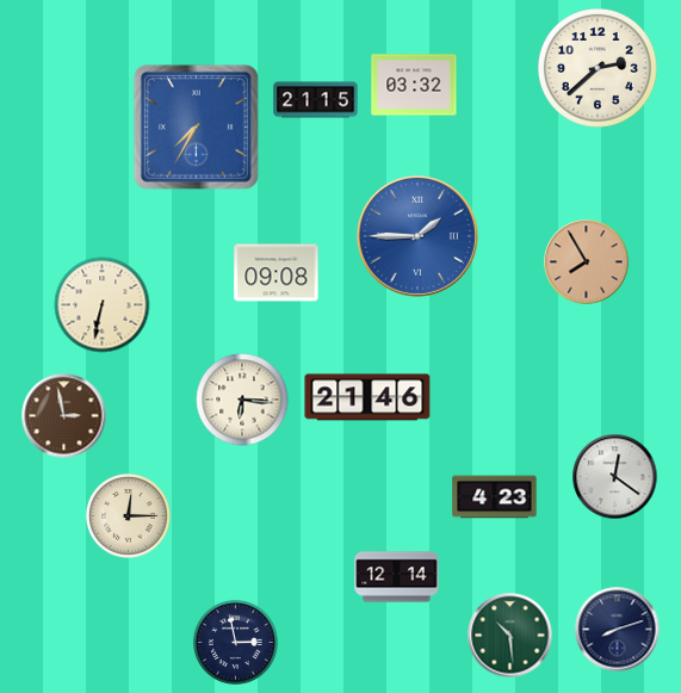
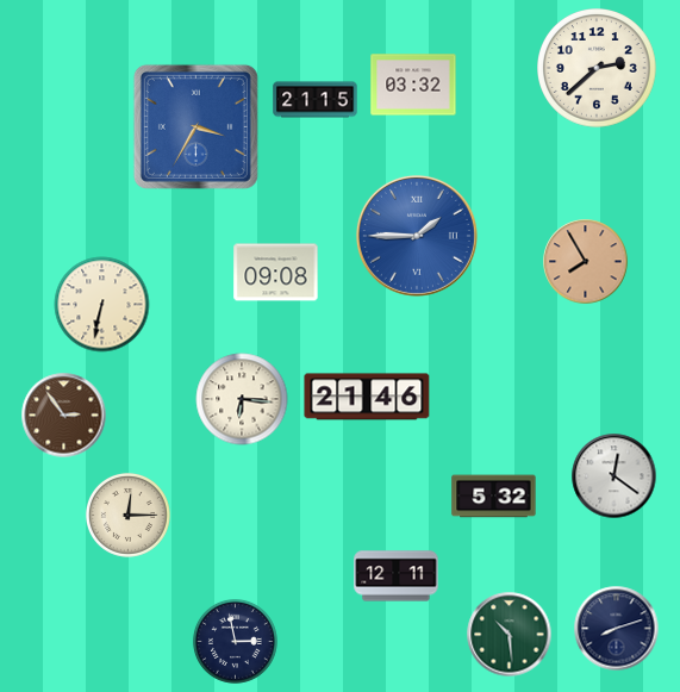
clock at (196, 126): 7:35 -> 3:35
clock at (64, 416): 2:58 -> 2:54
clock at (495, 497): 4:23 -> 5:32
clock at (397, 577): 12:14 -> 12:11
